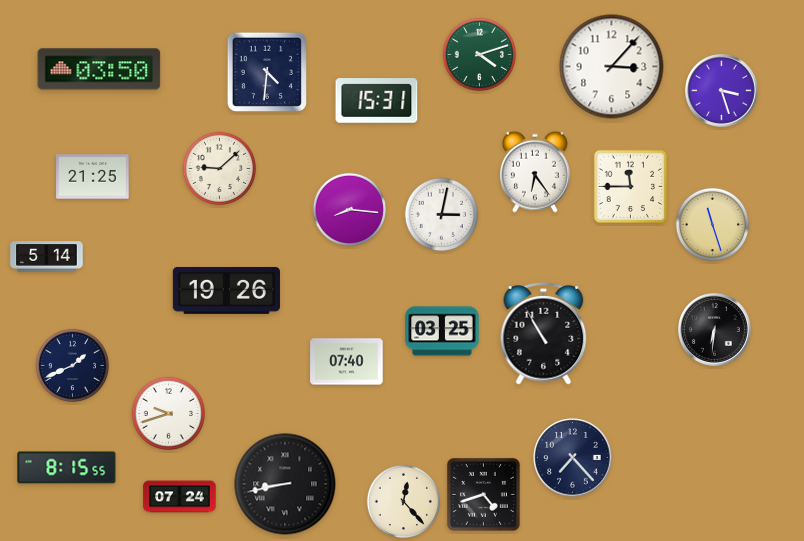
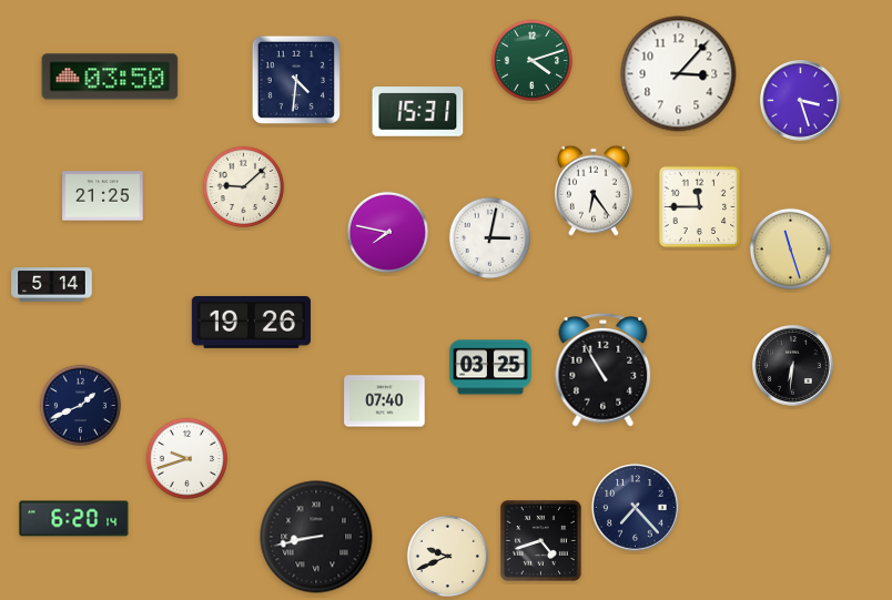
clock at (349, 209): 8:16 -> 7:47
clock at (67, 468): 8:15 -> 6:20
clock at (483, 494) position: (483, 494) -> (540, 540)
clock at (180, 497): 07:24 -> none
clock at (403, 501): 12:23 -> 9:41
